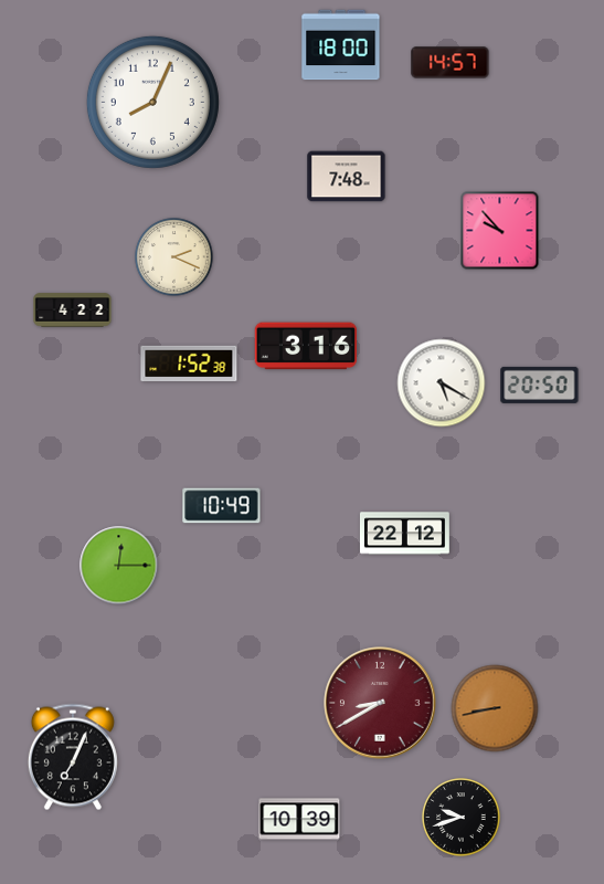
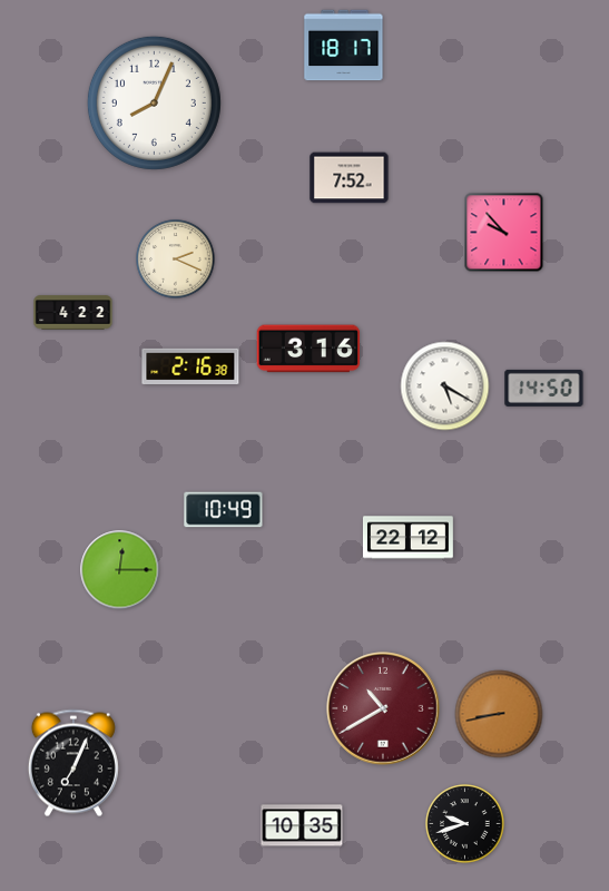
clock at (341, 45): 18:00 -> 18:17
clock at (451, 63): 14:57 -> none
clock at (347, 177): 7:48 -> 7:52
clock at (189, 364): 1:52 -> 2:16
clock at (540, 385): 20:50 -> 14:50
clock at (380, 703): 8:40 -> 10:40
clock at (299, 819): 10:39 -> 10:35
